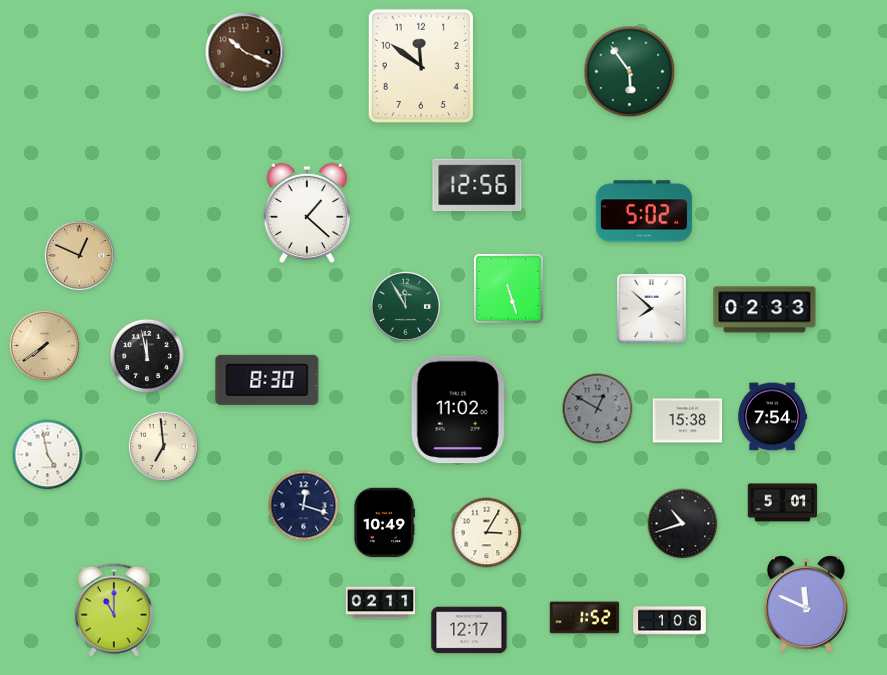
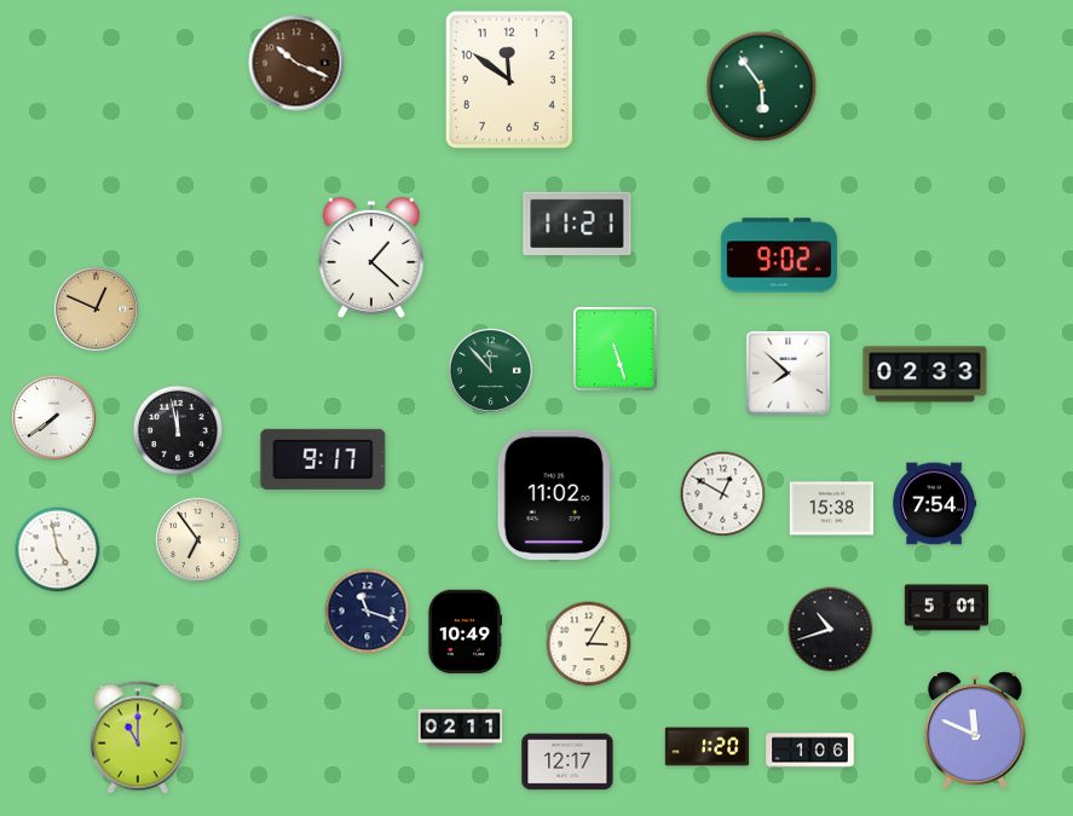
clock at (477, 185): 12:56 -> 11:21
clock at (644, 211): 5:02 -> 9:02
clock at (405, 306): 11:55 -> 11:53
clock at (44, 345) dial: champagne -> white
clock at (267, 380): 8:30 -> 9:17
clock at (598, 409) dial: grey -> white
clock at (163, 446): 6:59 -> 6:54
clock at (304, 506): 12:18 -> 11:18
clock at (683, 524) position: (683, 524) -> (831, 630)
clock at (585, 618): 1:52 -> 1:20
